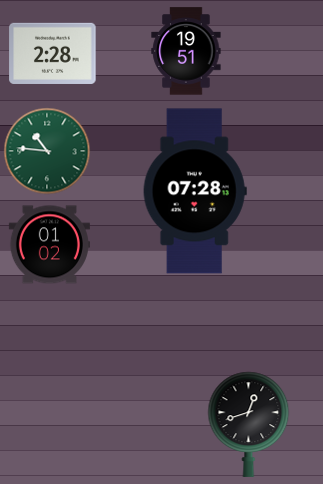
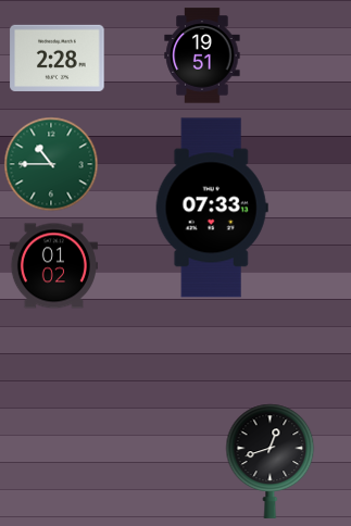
clock at (47, 151): 10:46 -> 10:45
clock at (195, 191): 07:28 -> 07:33
